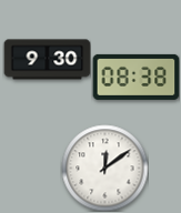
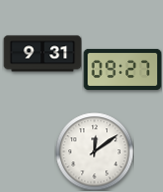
clock at (47, 60): 9:30 -> 9:31
clock at (135, 77): 08:38 -> 09:27
